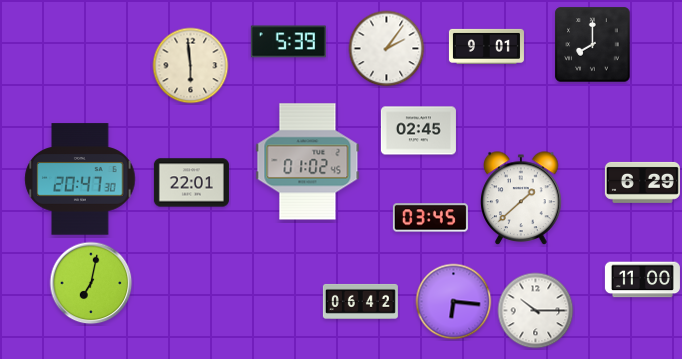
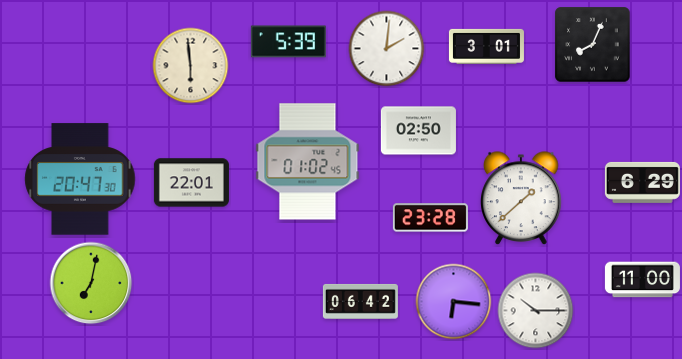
clock at (593, 45): 8:00 -> 8:04
clock at (486, 46): 9:01 -> 3:01
clock at (387, 49): 2:06 -> 2:01
clock at (418, 131): 02:45 -> 02:50
clock at (430, 218): 03:45 -> 23:28
